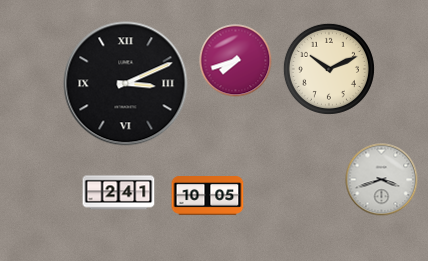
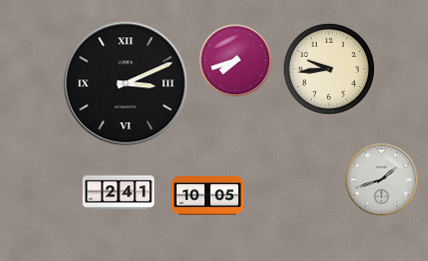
clock at (329, 69): 10:11 -> 9:44
clock at (382, 180): 3:42 -> 1:42
